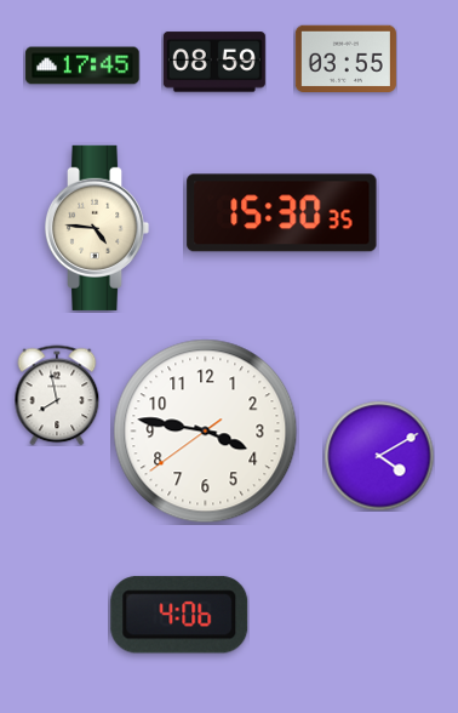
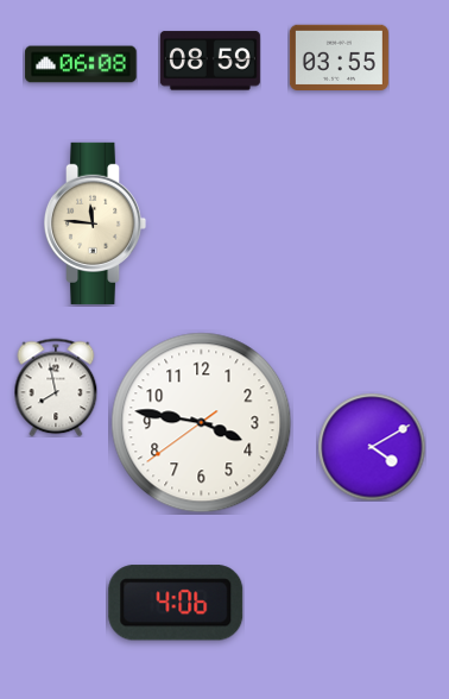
clock at (82, 65): 17:45 -> 06:08
clock at (282, 213): 15:30 -> none
clock at (97, 228): 4:46 -> 11:46
